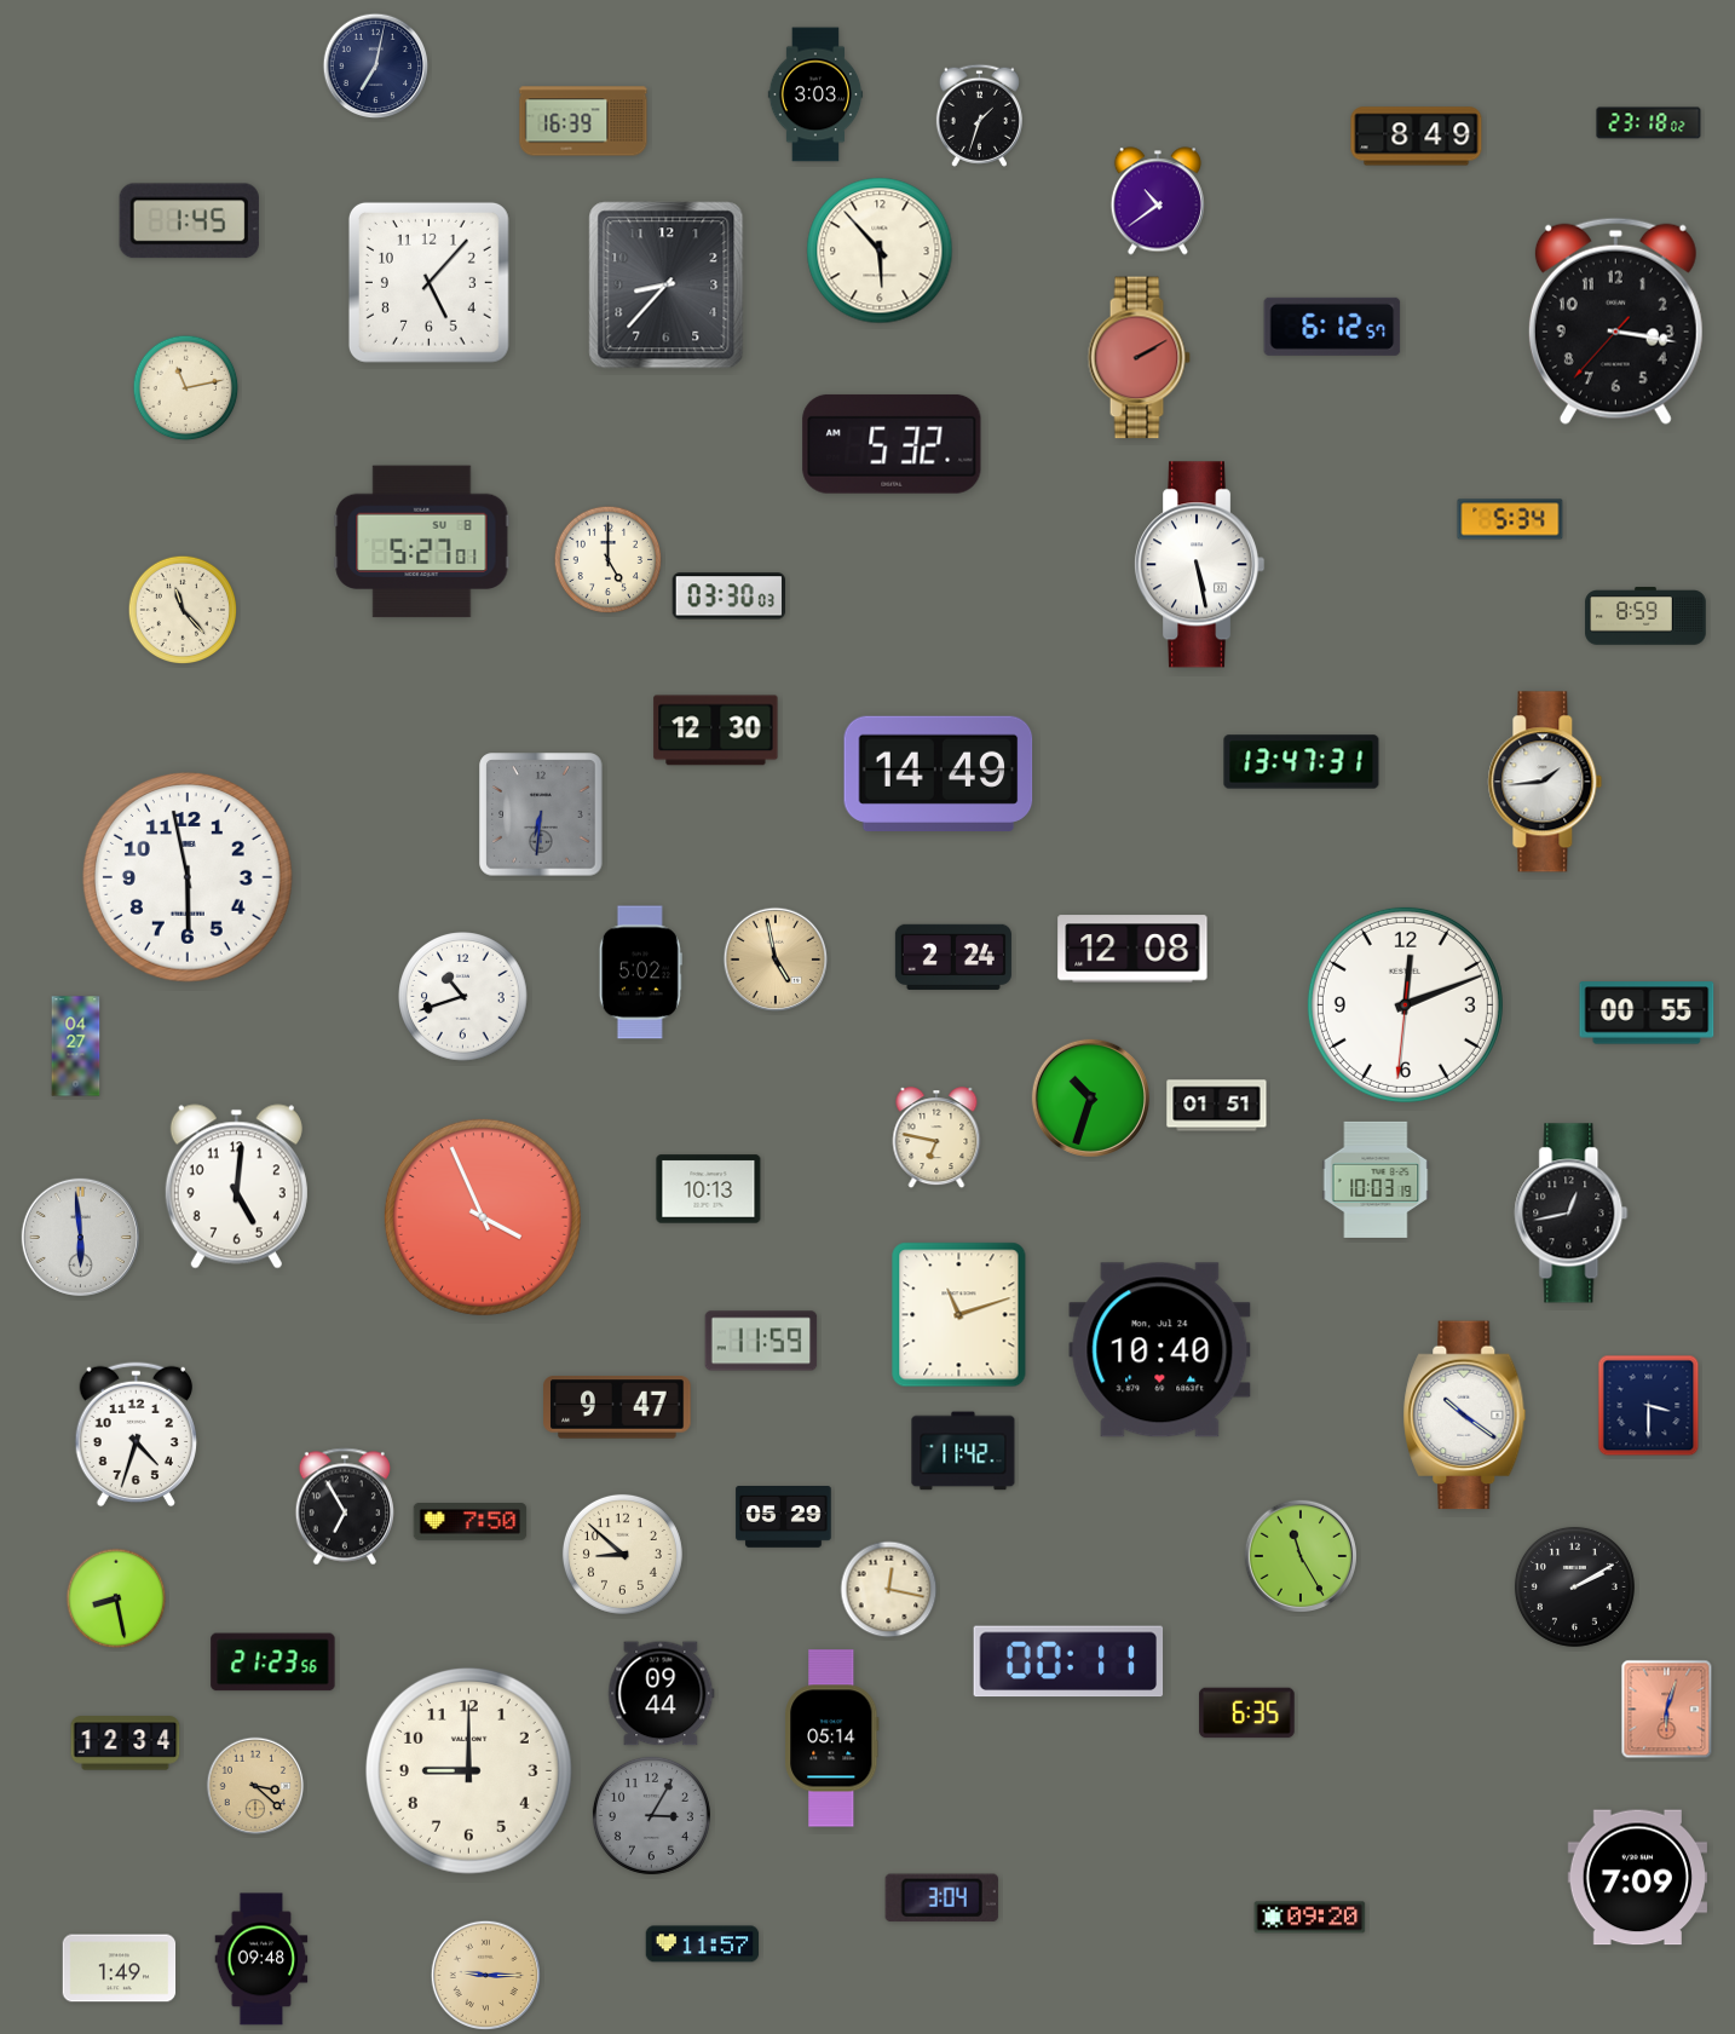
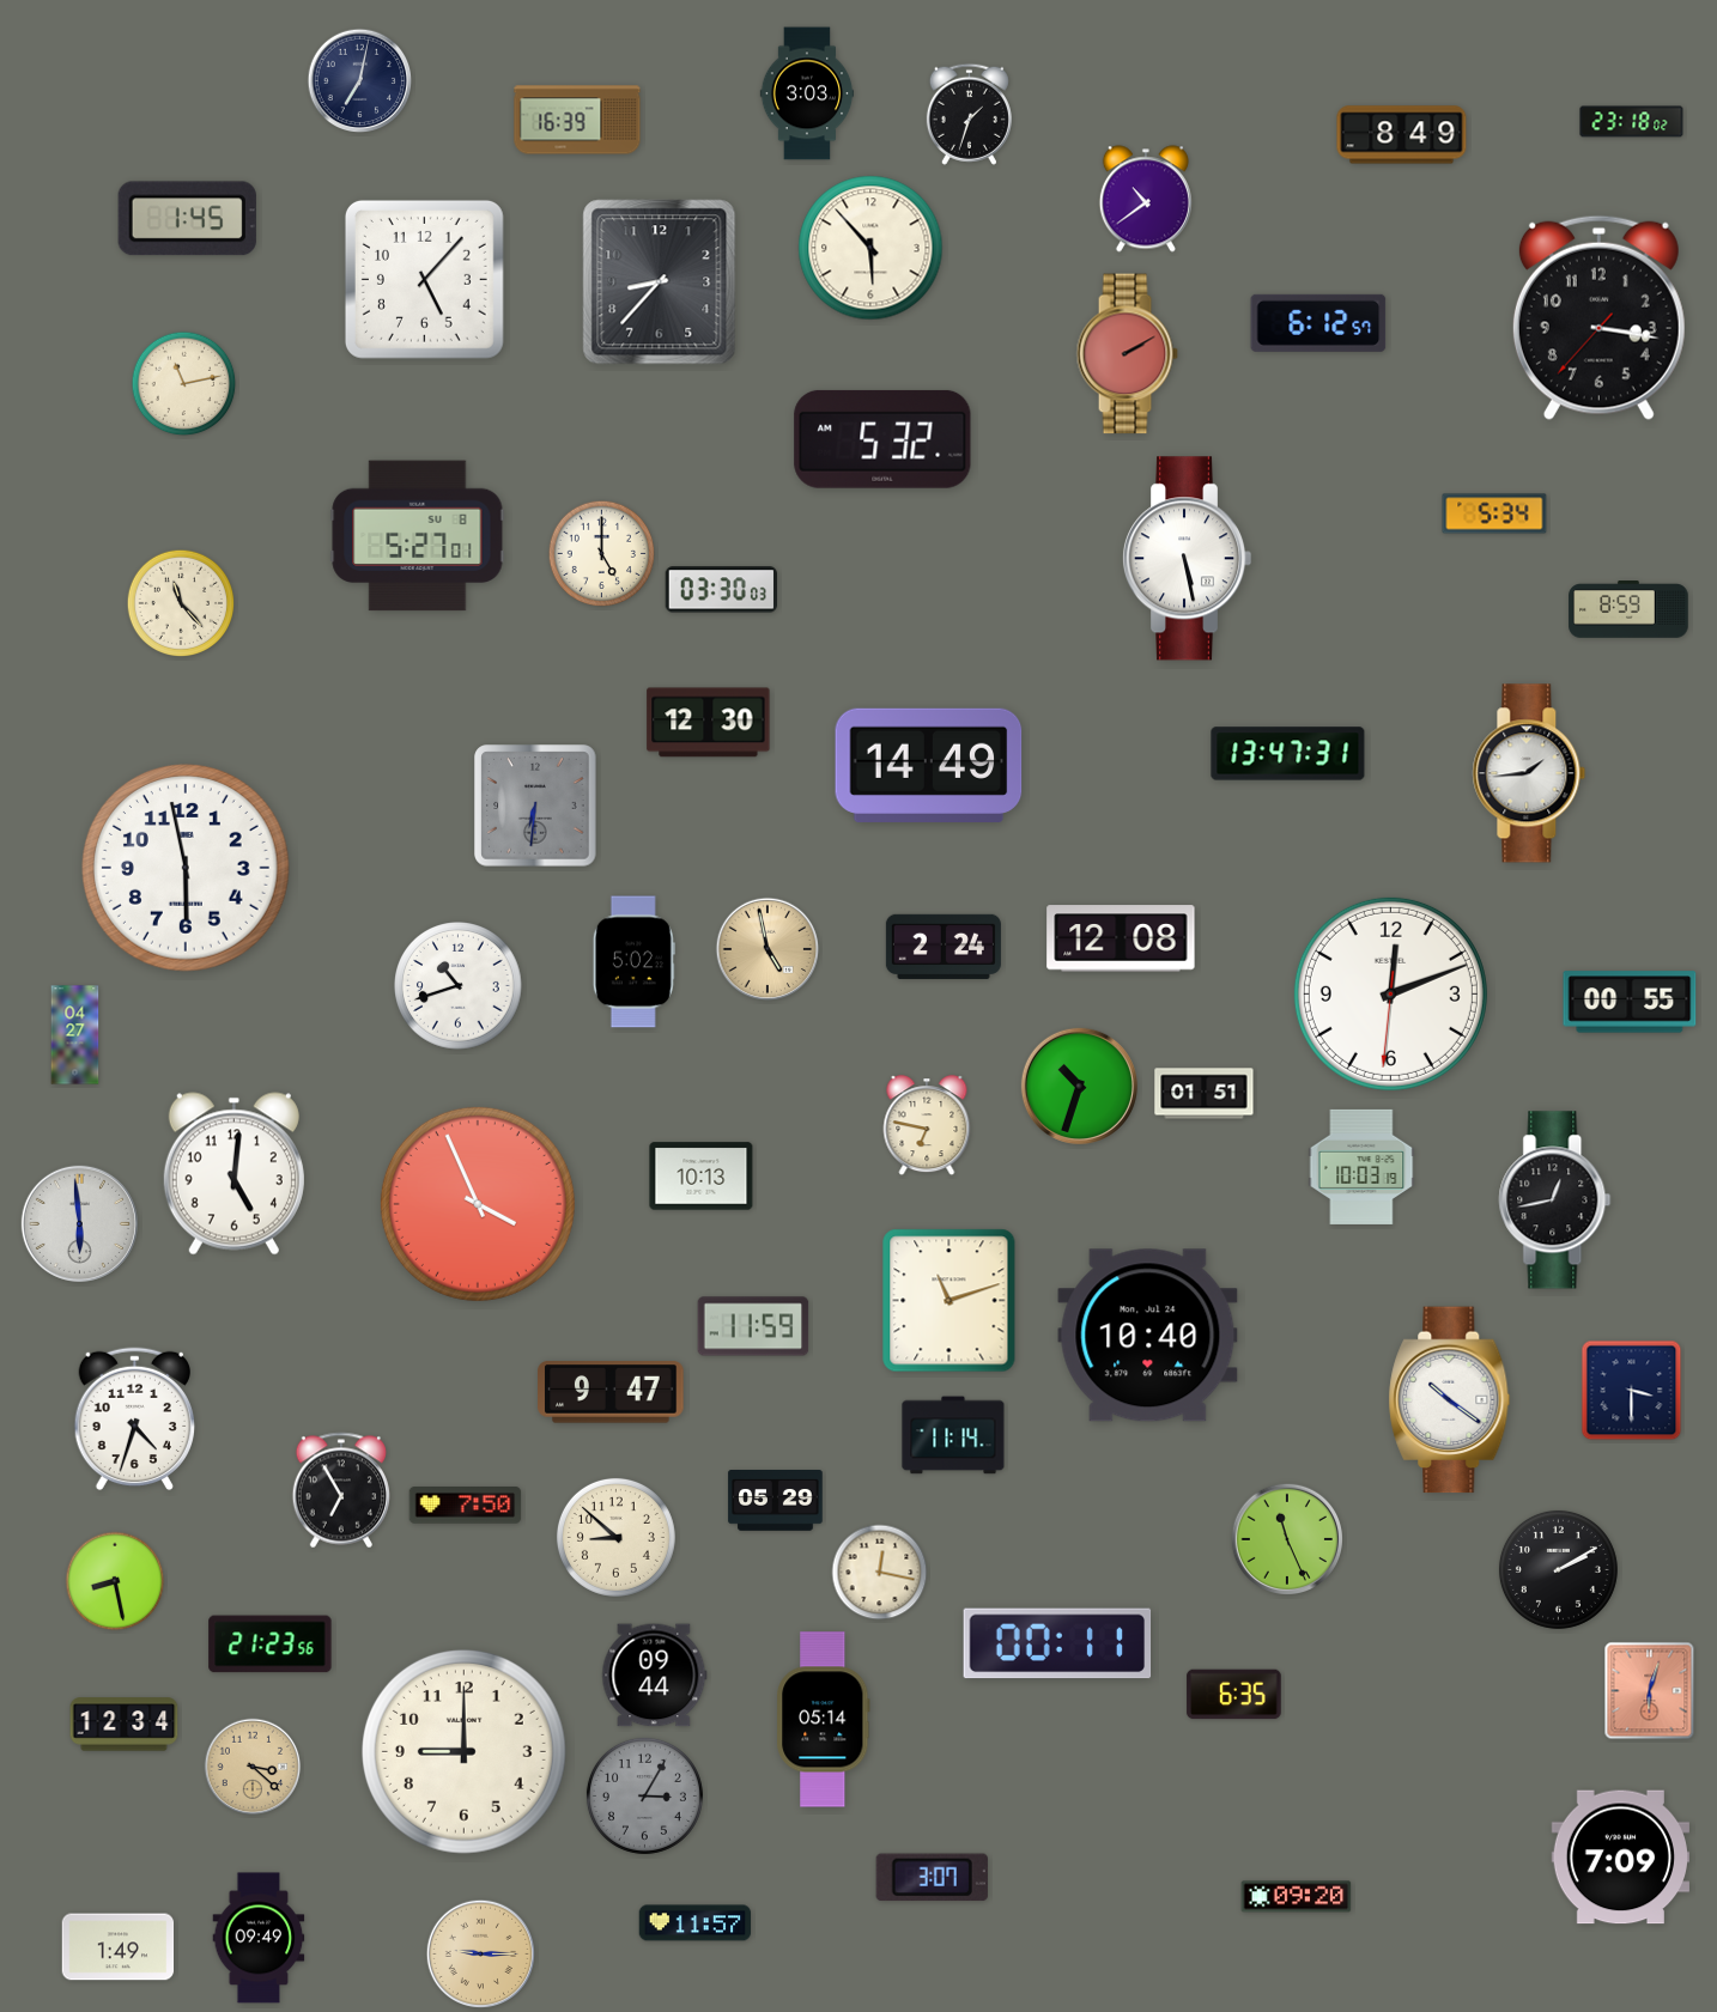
clock at (376, 67) position: (376, 67) -> (360, 81)
clock at (963, 1451): 11:42 -> 11:14
clock at (1299, 1555): 11:25 -> 11:26
clock at (941, 1898): 3:04 -> 3:07
clock at (261, 1959): 09:48 -> 09:49
